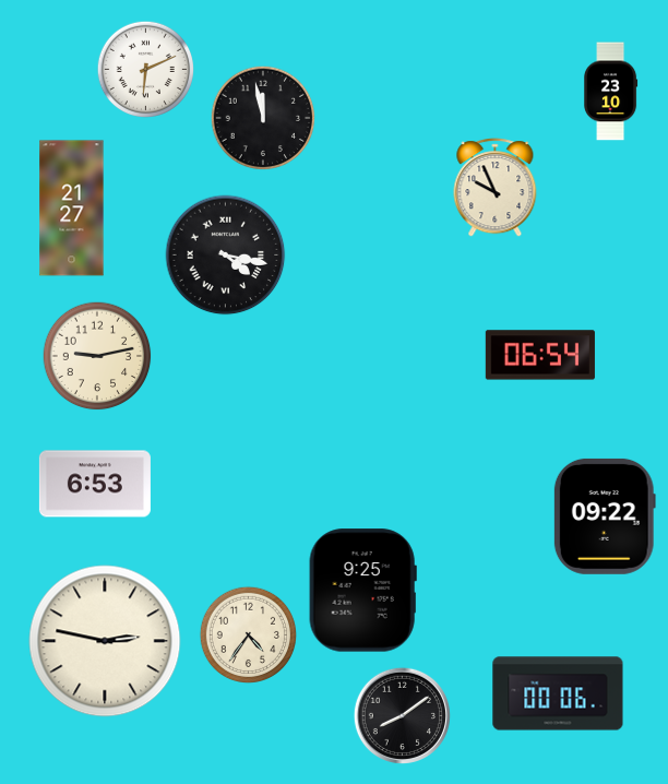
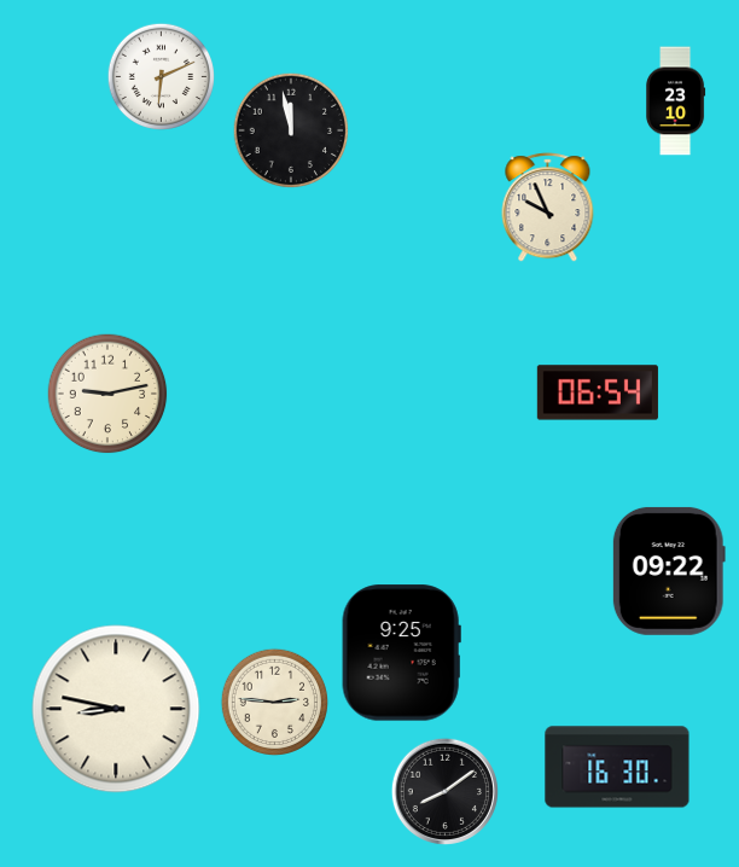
clock at (72, 209): 21:27 -> none
clock at (226, 256): 4:17 -> none
clock at (95, 484): 6:53 -> none
clock at (248, 634): 4:36 -> 2:46
clock at (105, 641): 2:47 -> 8:47
clock at (558, 693): 00:06 -> 16:30
